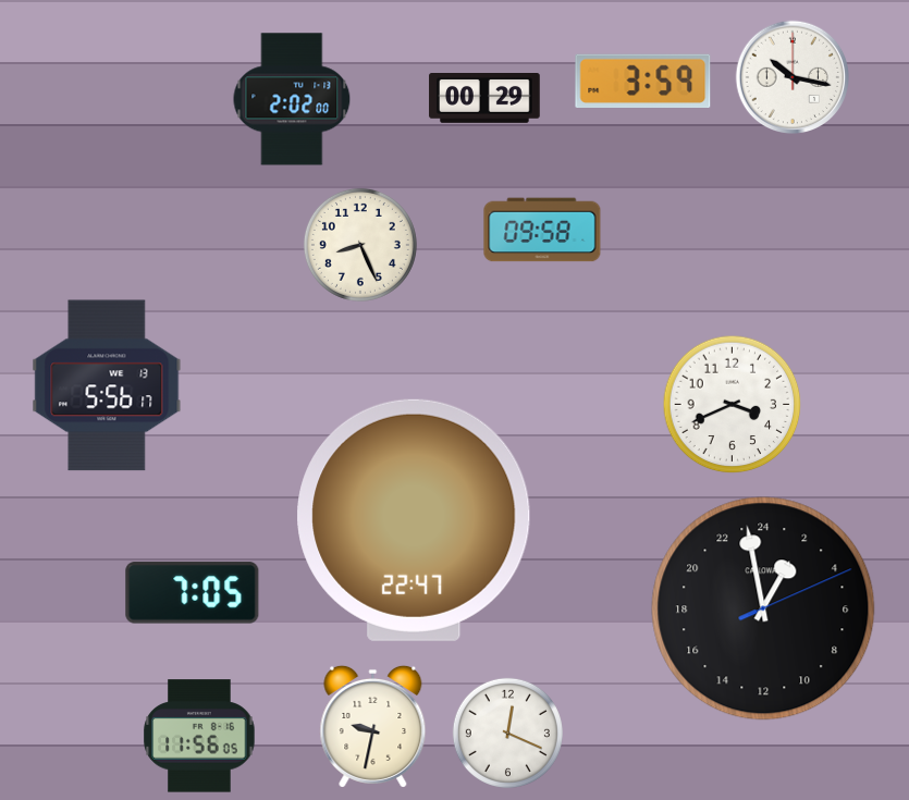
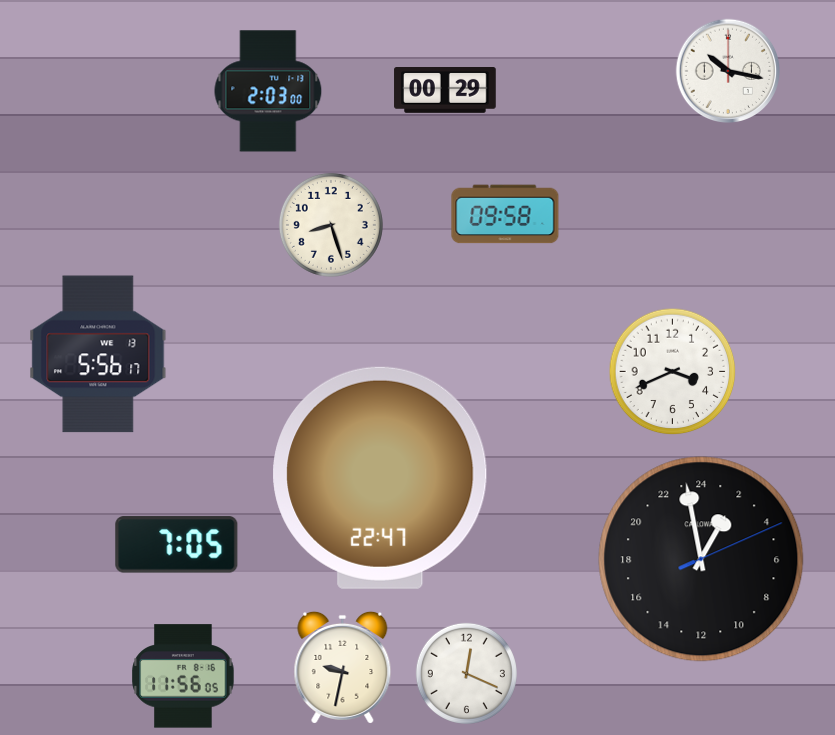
clock at (643, 81): 3:59 -> none
clock at (292, 99): 2:02 -> 2:03
clock at (542, 230) position: (542, 230) -> (505, 214)
clock at (360, 245): 8:26 -> 8:27
